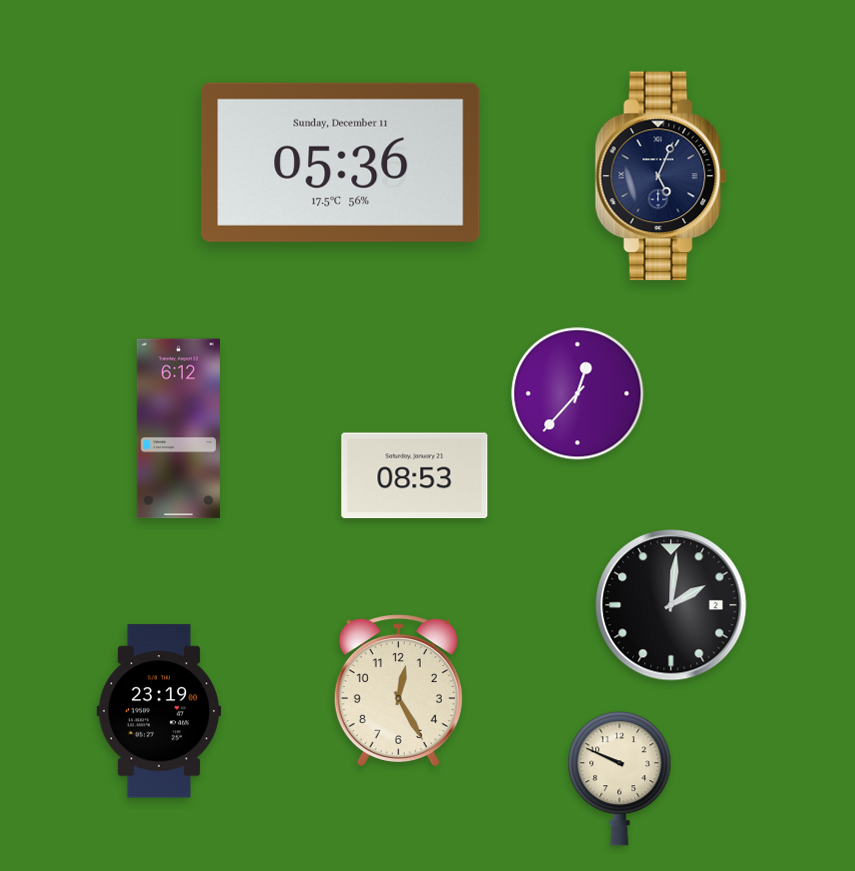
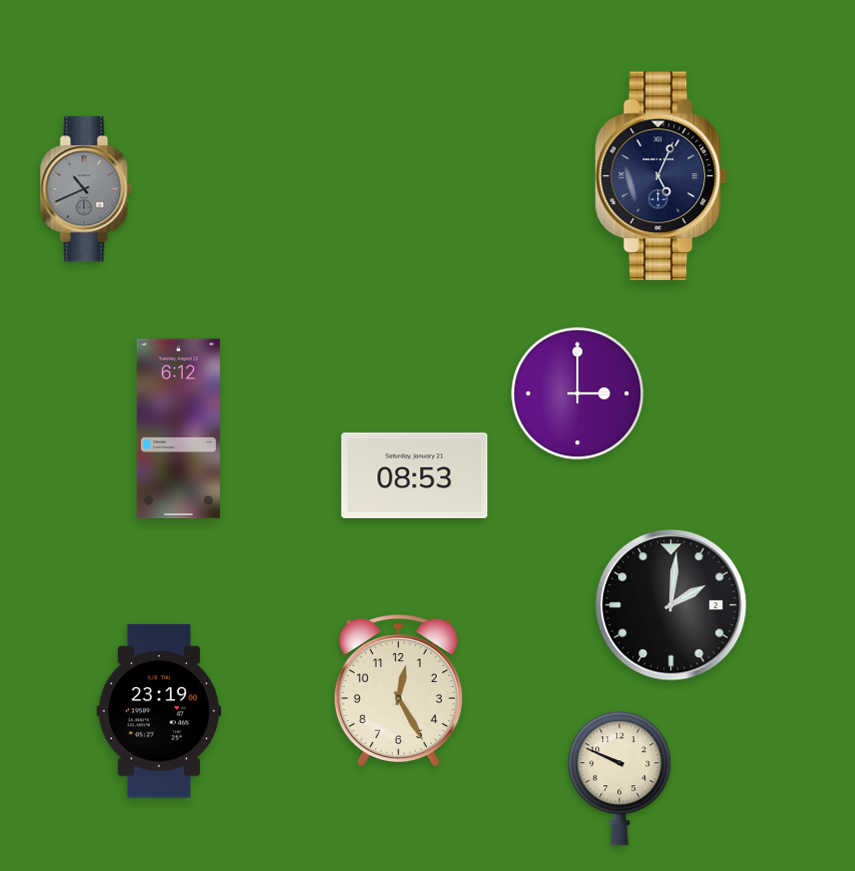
clock at (341, 162): 05:36 -> none
clock at (86, 189): none -> 10:41
clock at (578, 394): 12:37 -> 3:00
